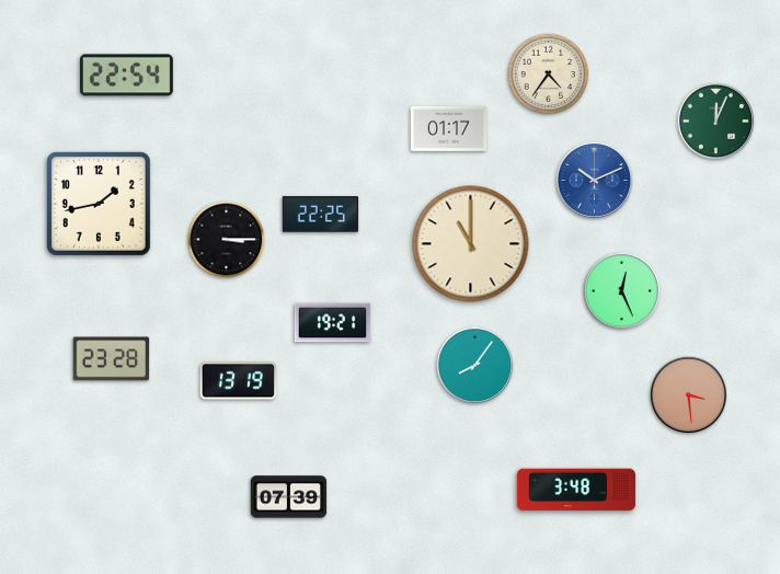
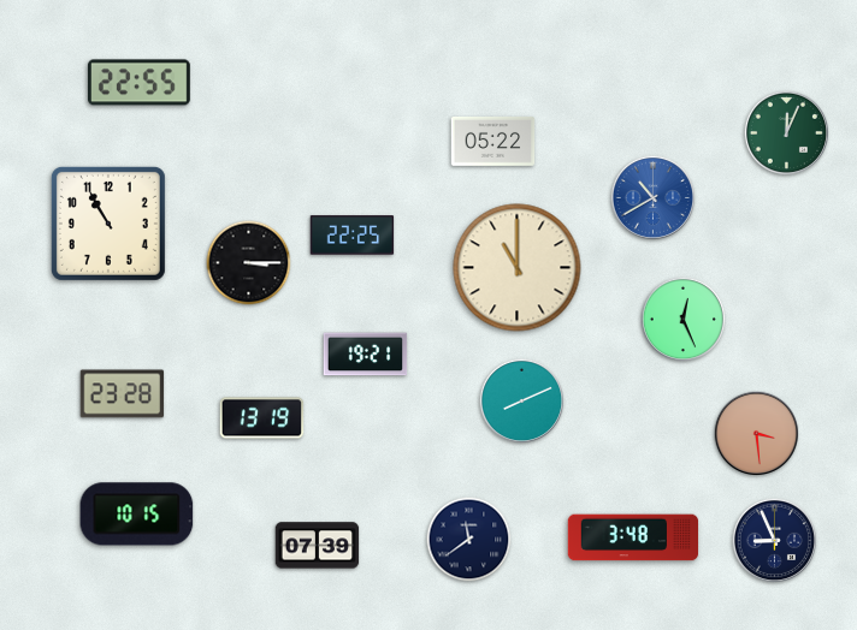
clock at (549, 74): 4:36 -> none
clock at (126, 76): 22:54 -> 22:55
clock at (449, 129): 01:17 -> 05:22
clock at (594, 180): 10:11 -> 10:40
clock at (99, 204): 1:43 -> 10:55
clock at (474, 365): 8:06 -> 8:11
clock at (137, 515): none -> 10:15
clock at (469, 540): none -> 11:39
clock at (774, 540): none -> 8:56
